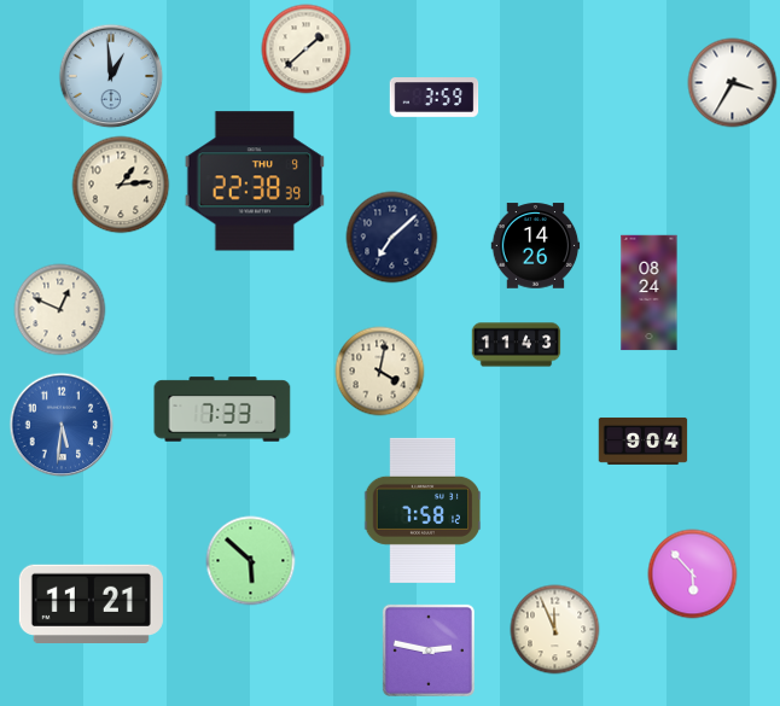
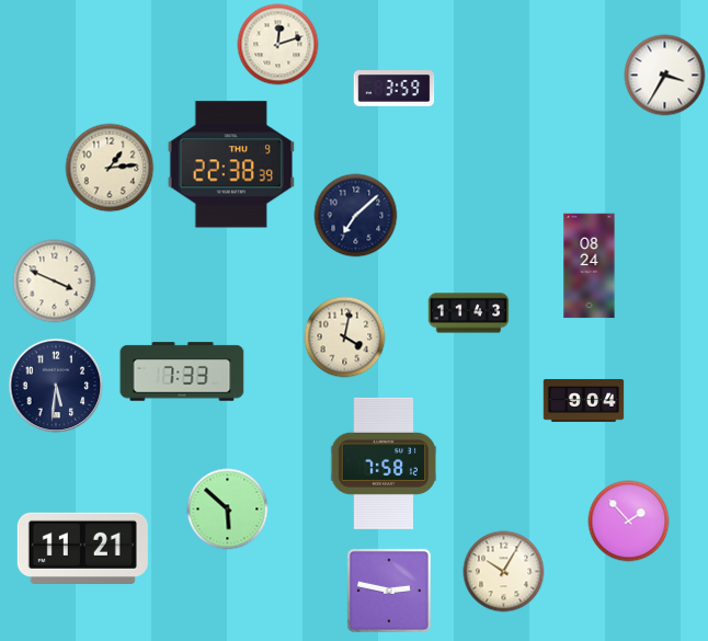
clock at (307, 49): 1:38 -> 12:12
clock at (111, 76): 12:59 -> none
clock at (536, 246): 14:26 -> none
clock at (60, 310): 12:49 -> 3:49
clock at (222, 409) position: (222, 409) -> (182, 371)
clock at (62, 425) dial: blue -> navy
clock at (693, 574): 5:53 -> 1:53
clock at (555, 630): 11:56 -> 10:05
